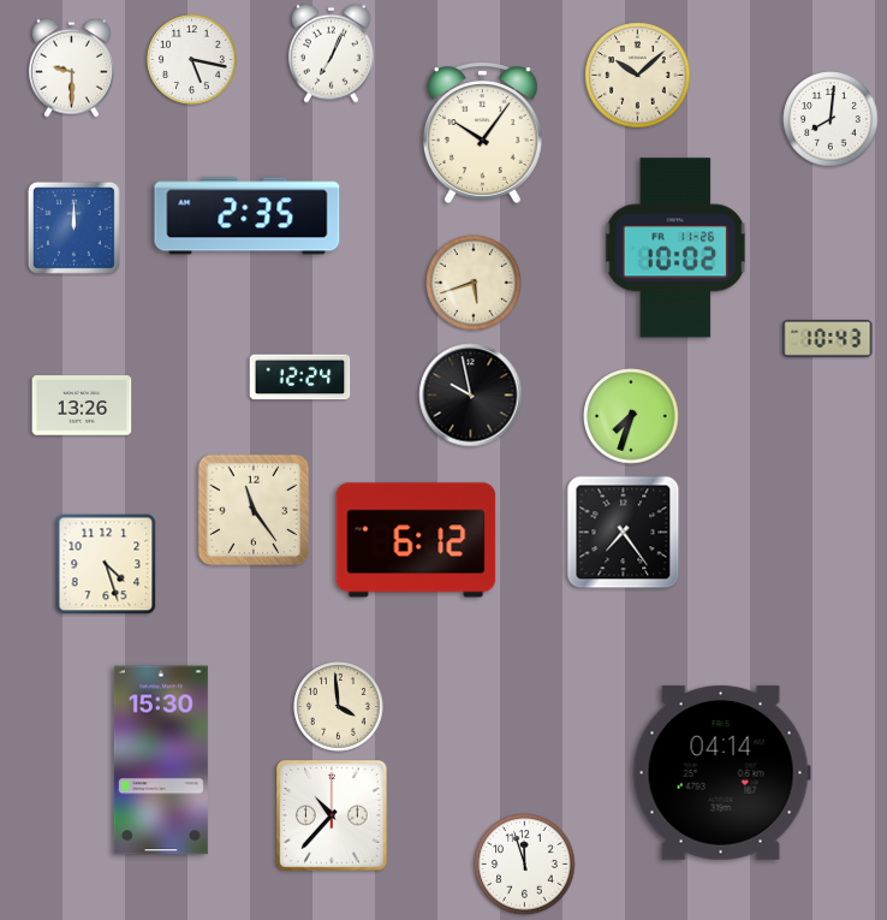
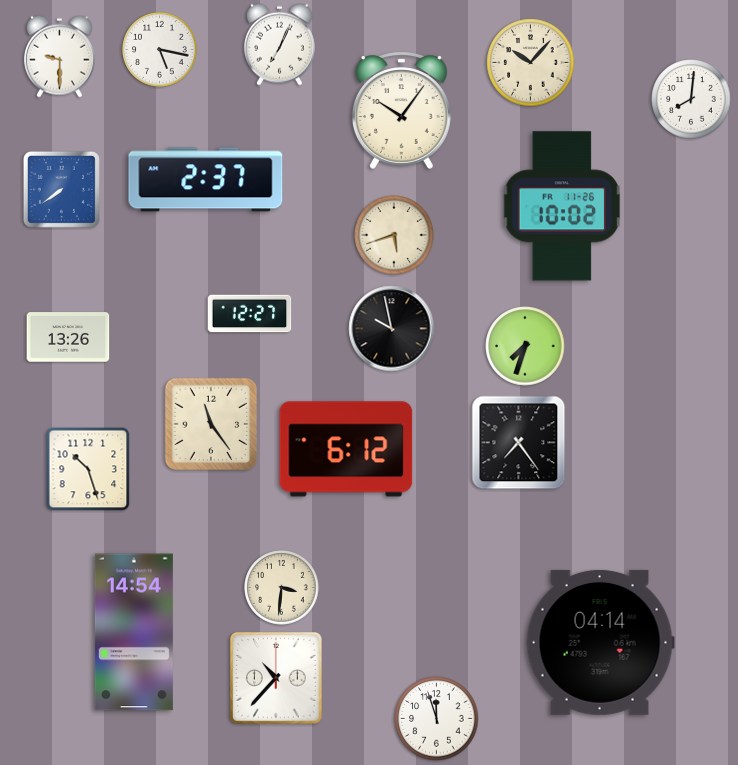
clock at (331, 53) position: (331, 53) -> (279, 44)
clock at (638, 76): 10:08 -> 10:07
clock at (248, 216): 2:35 -> 2:37
clock at (73, 227): 12:00 -> 7:39
clock at (828, 338): 10:43 -> none
clock at (300, 378): 12:24 -> 12:27
clock at (106, 564): 4:27 -> 10:27
clock at (339, 707): 3:59 -> 3:31
clock at (161, 760): 15:30 -> 14:54
